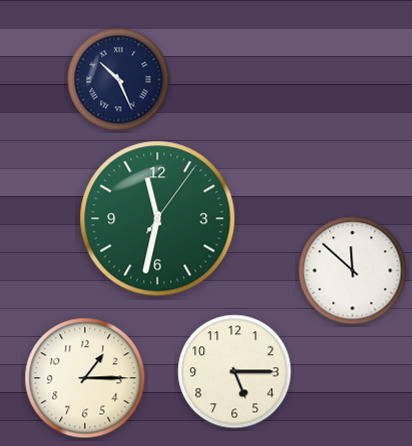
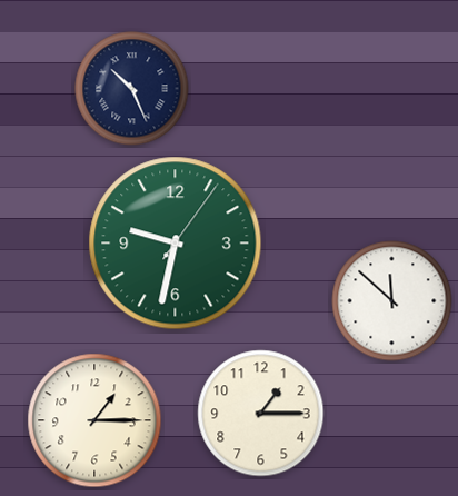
clock at (158, 219): 11:32 -> 9:32
clock at (235, 372): 5:15 -> 1:15
